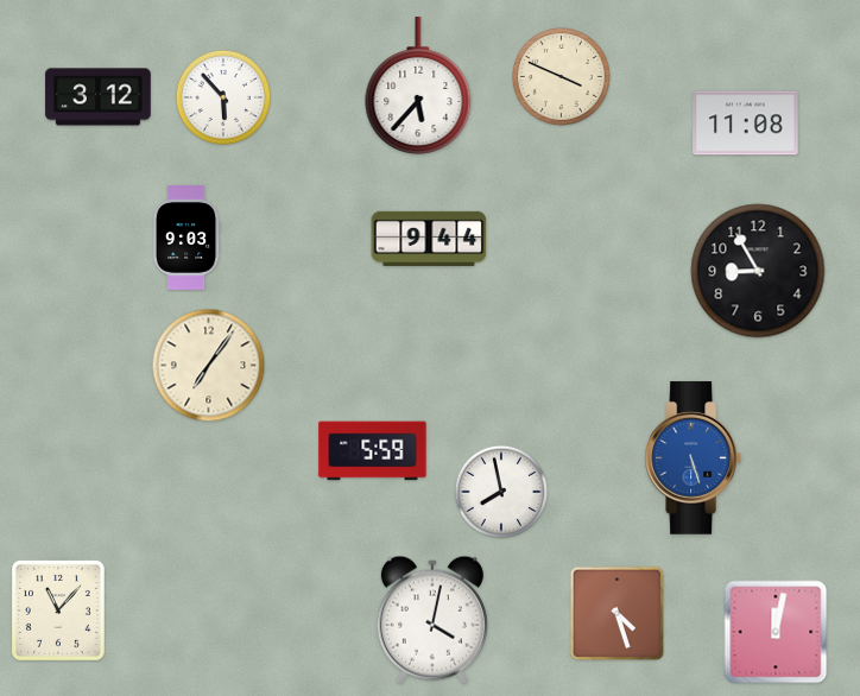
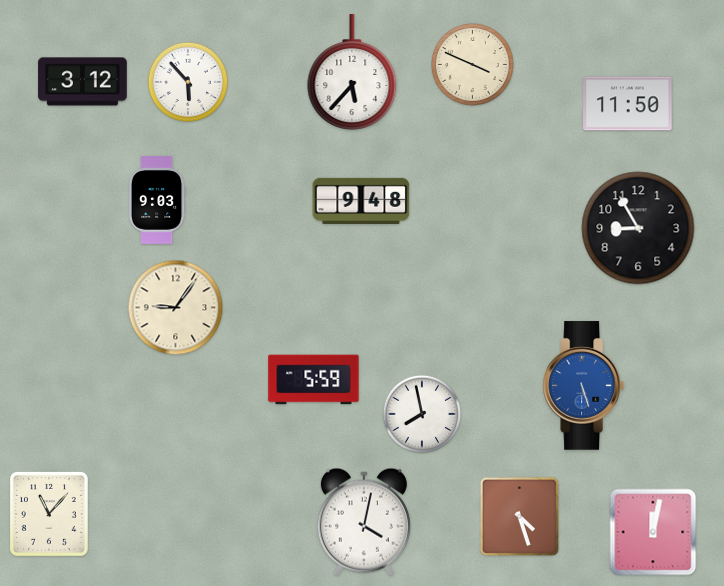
clock at (746, 124): 11:08 -> 11:50
clock at (429, 239): 9:44 -> 9:48
clock at (209, 366): 7:06 -> 9:06
